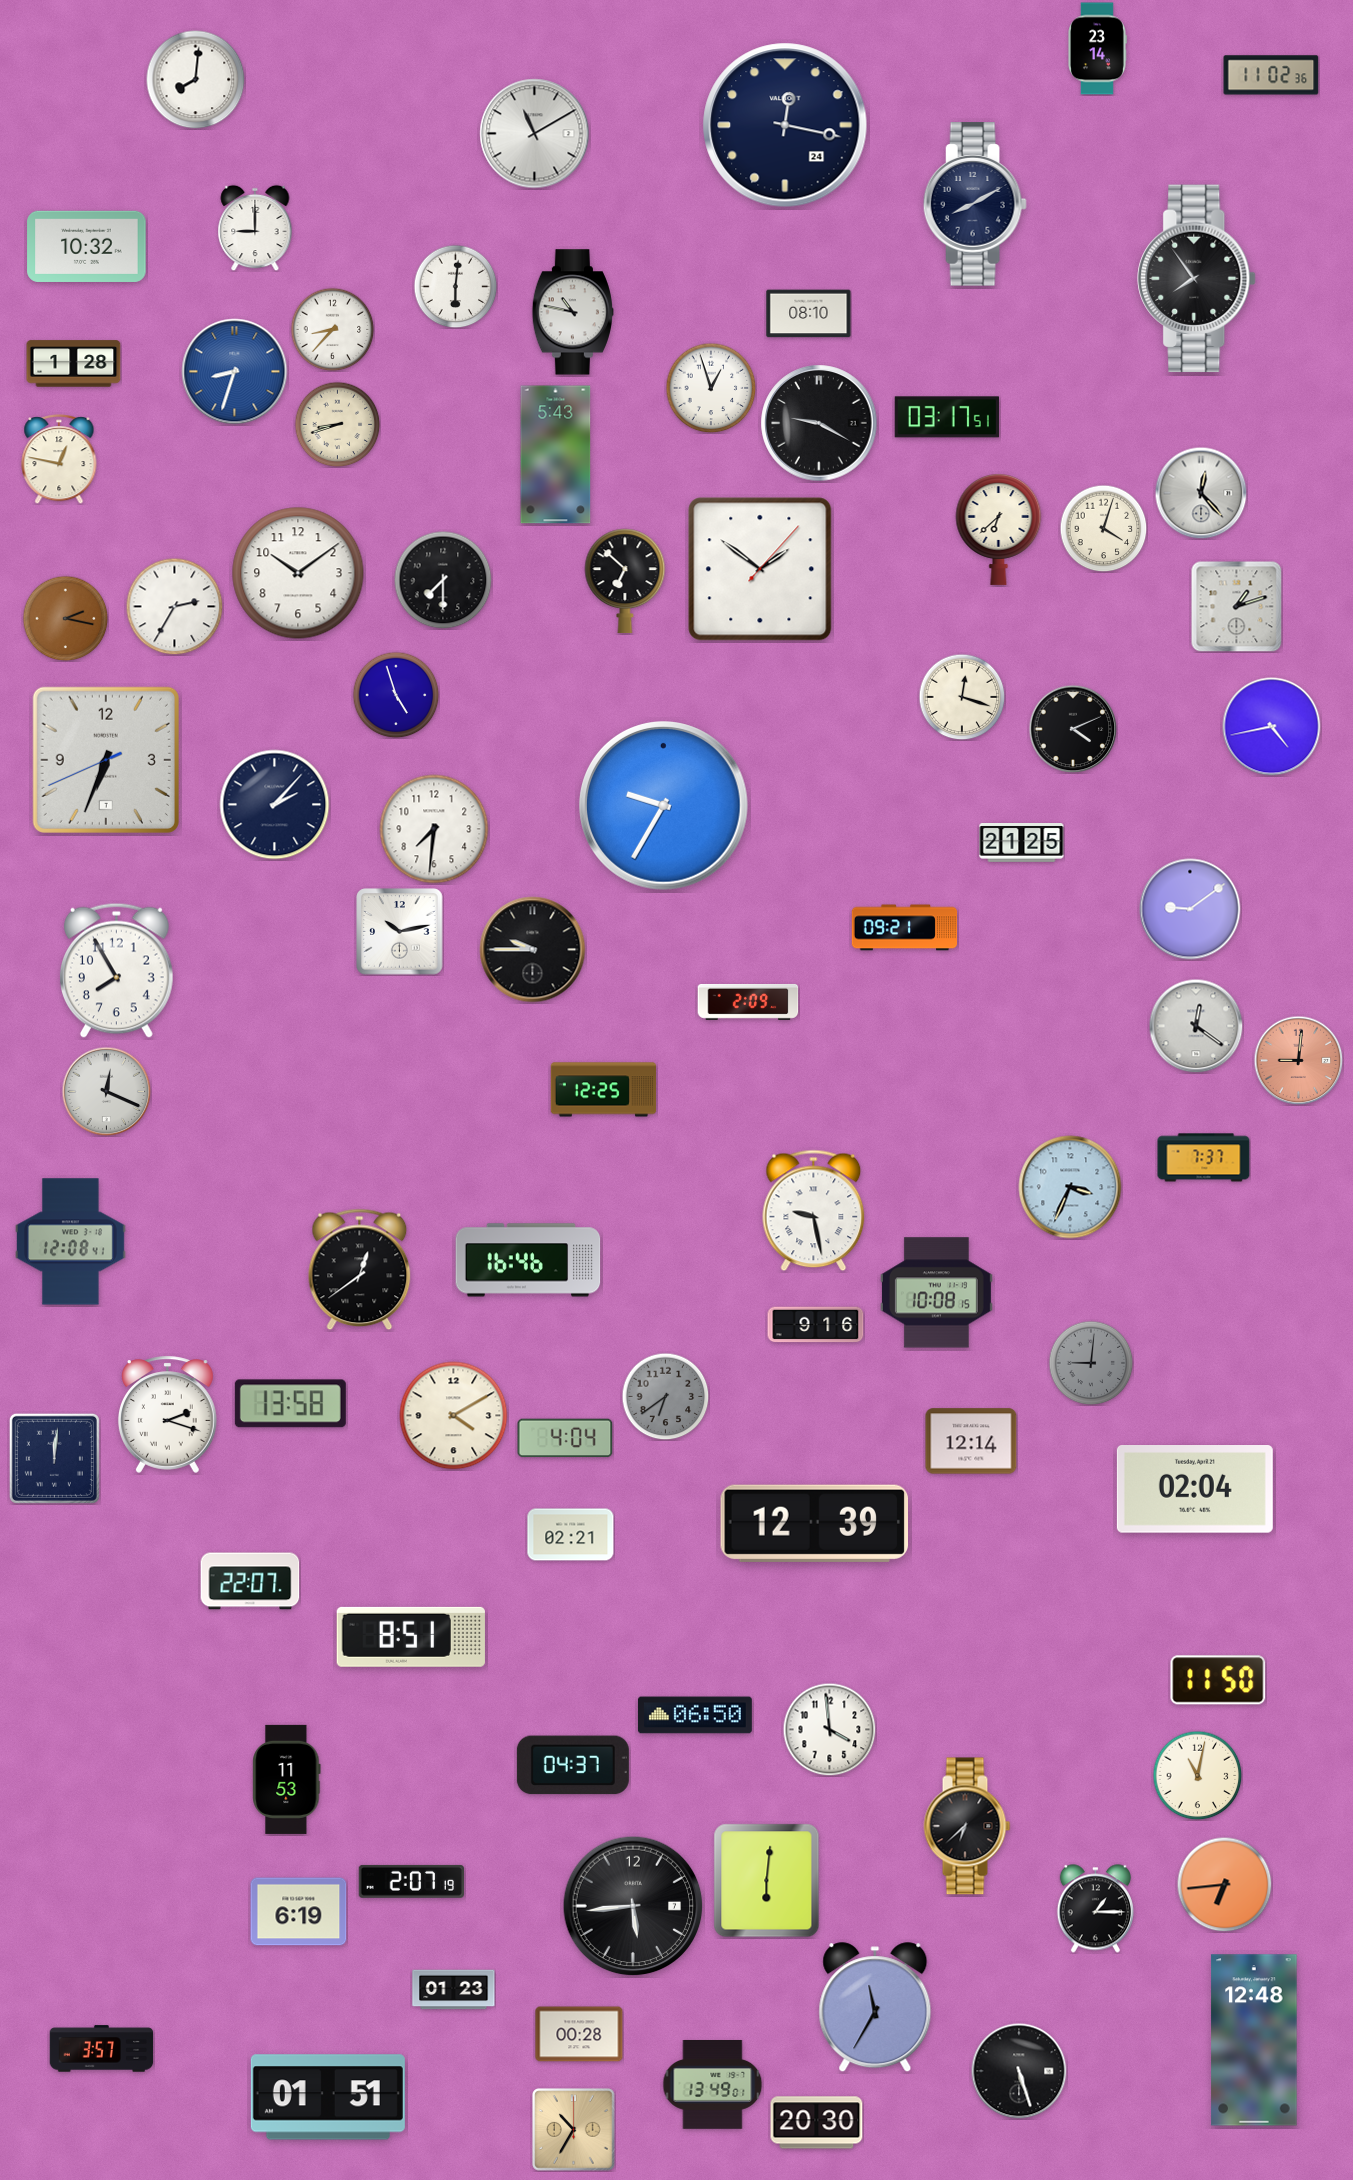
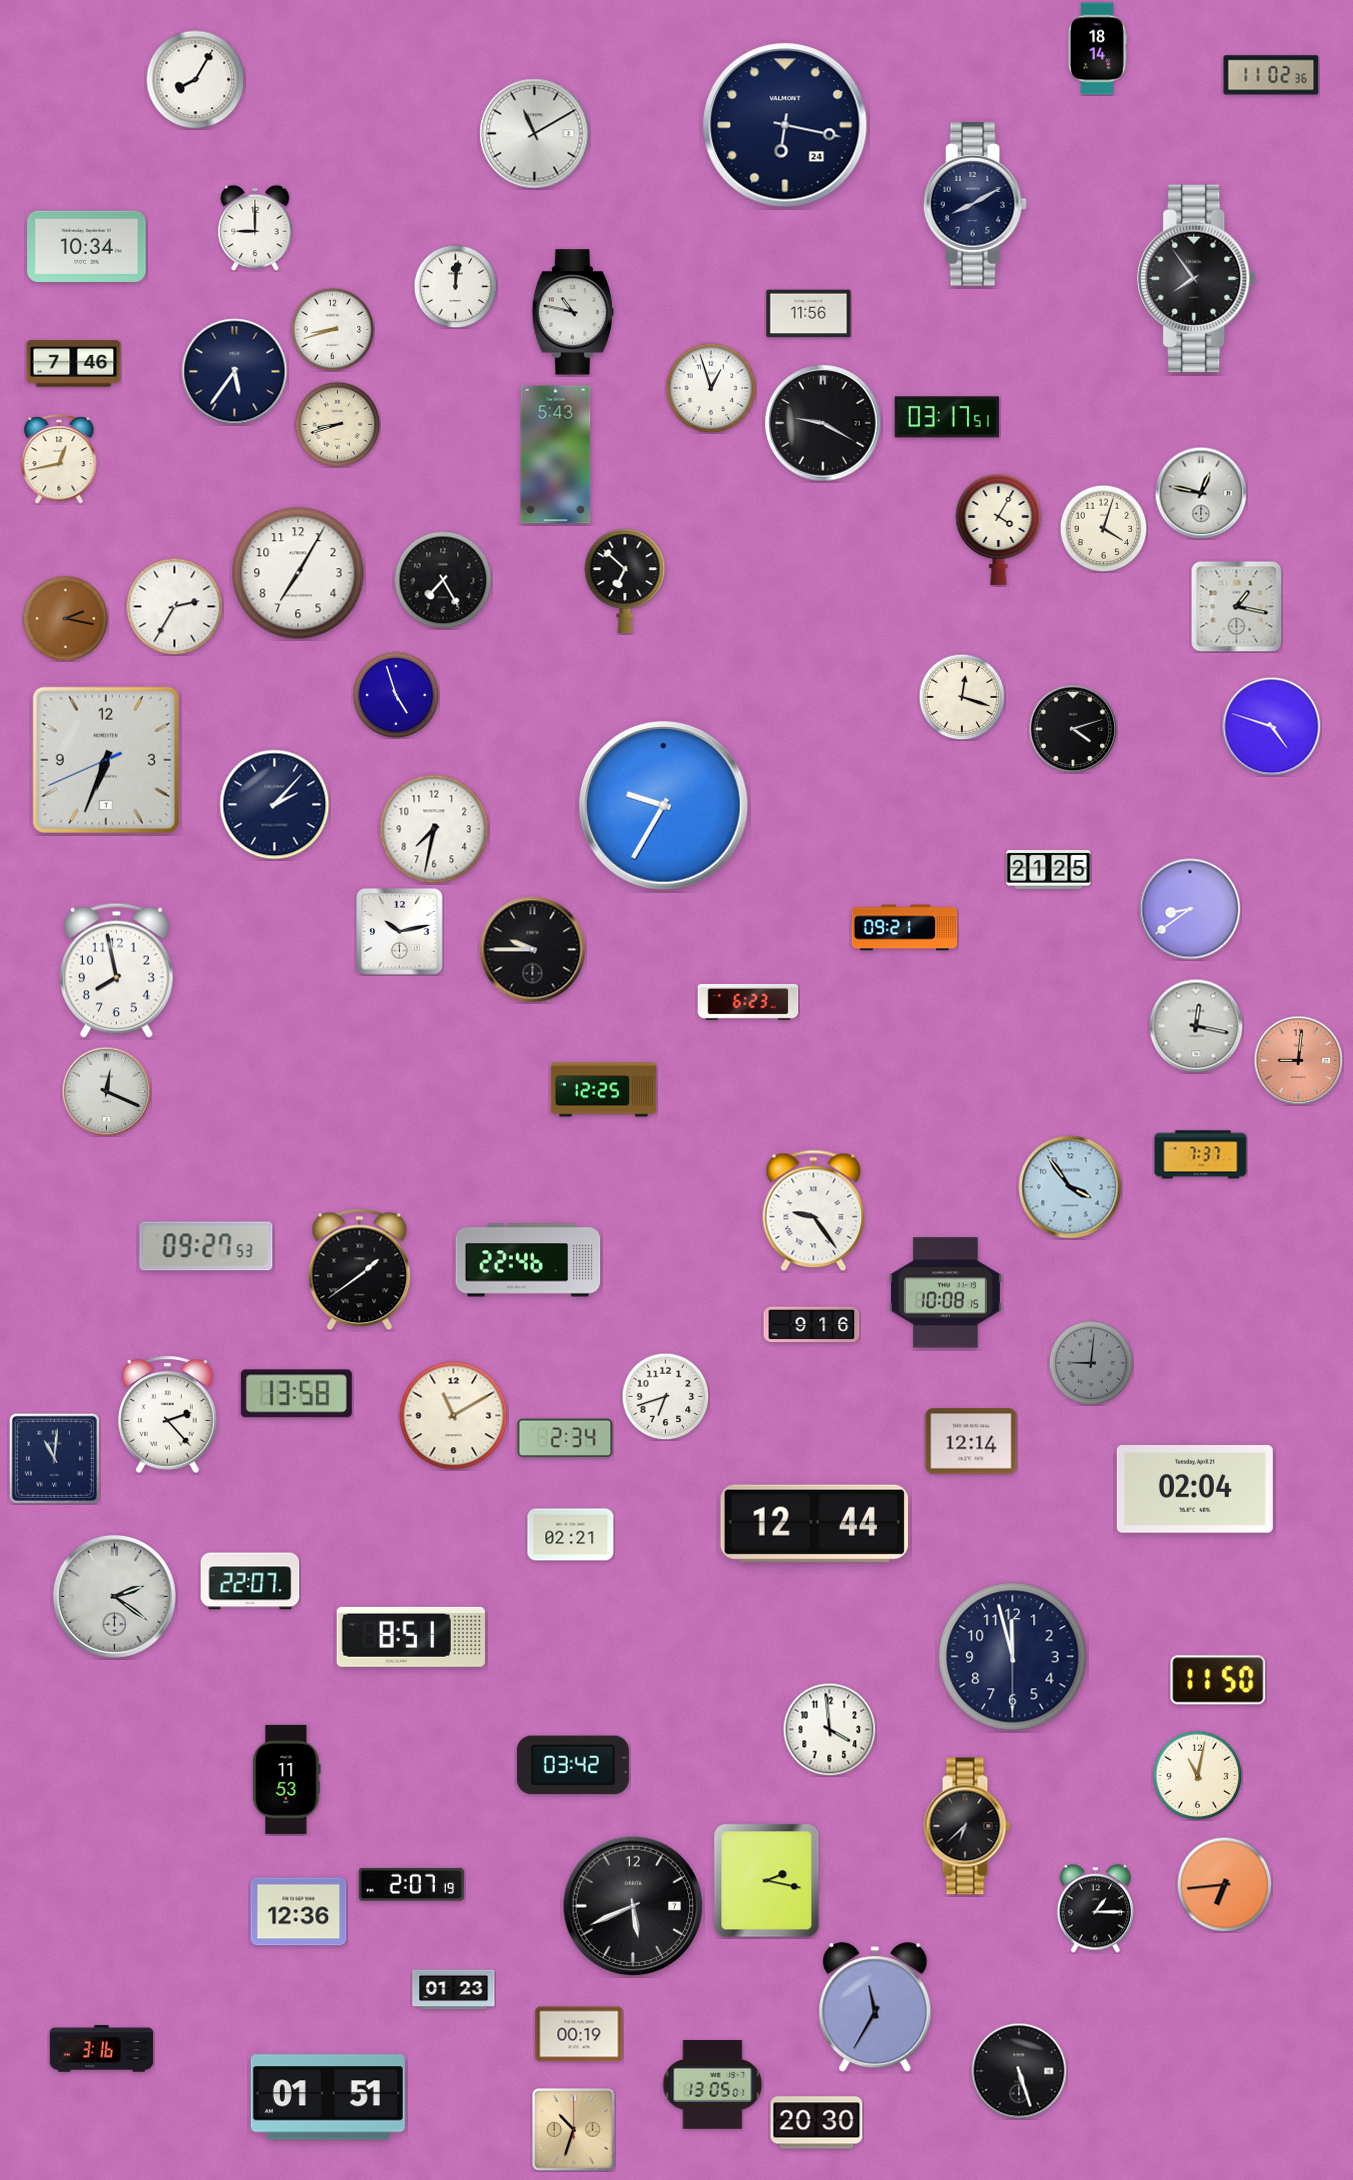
clock at (1098, 49): 23:14 -> 18:14
clock at (196, 80): 8:01 -> 8:05
clock at (785, 125): 12:17 -> 6:17
clock at (87, 246): 10:32 -> 10:34
clock at (455, 286): 6:01 -> 12:01
clock at (809, 314): 08:10 -> 11:56
clock at (332, 329): 8:37 -> 8:42
clock at (74, 364): 1:28 -> 7:46
clock at (235, 372): 8:33 -> 5:36
clock at (235, 372) dial: blue -> navy
clock at (819, 423) position: (819, 423) -> (823, 423)
clock at (59, 459): 12:47 -> 12:43
clock at (1201, 493): 12:23 -> 12:47
clock at (999, 530): 6:38 -> 4:05
clock at (760, 569): 1:51 -> none
clock at (298, 573): 10:09 -> 7:05
clock at (443, 580): 7:30 -> 7:25
clock at (1236, 606): 1:12 -> 1:17
clock at (1272, 727): 4:43 -> 4:48
clock at (1073, 729): 4:11 -> 4:12
clock at (434, 829): 7:31 -> 7:32
clock at (1022, 843) position: (1022, 843) -> (1049, 870)
clock at (1190, 909): 9:09 -> 8:39
clock at (116, 970): 7:55 -> 7:58
clock at (748, 1002): 2:09 -> 6:23
clock at (1196, 1026): 12:21 -> 12:17
clock at (1204, 1158) position: (1204, 1158) -> (1201, 1155)
clock at (1070, 1187): 3:34 -> 3:54
clock at (814, 1211): 9:28 -> 9:24
clock at (71, 1242): 12:08 -> none
clock at (206, 1246): none -> 09:27
clock at (528, 1260): 16:46 -> 22:46
clock at (360, 1270): 12:39 -> 1:39
clock at (936, 1293) position: (936, 1293) -> (945, 1293)
clock at (816, 1325) position: (816, 1325) -> (812, 1325)
clock at (665, 1396): 6:39 -> 6:42
clock at (665, 1396) dial: grey -> white
clock at (290, 1404) position: (290, 1404) -> (296, 1394)
clock at (167, 1414): 2:18 -> 2:23
clock at (454, 1416): 4:10 -> 11:10
clock at (565, 1438): 4:04 -> 2:34
clock at (54, 1458): 12:01 -> 11:01
clock at (814, 1523): 12:39 -> 12:44
clock at (114, 1596): none -> 2:21
clock at (1013, 1657): none -> 11:57
clock at (695, 1715): 06:50 -> none
clock at (573, 1765): 04:37 -> 03:42
clock at (411, 1881) position: (411, 1881) -> (411, 1884)
clock at (767, 1881): 6:01 -> 2:17
clock at (633, 1906): 5:44 -> 5:41
clock at (299, 1912): 6:19 -> 12:36
clock at (579, 2034): 00:28 -> 00:19
clock at (1254, 2040): 12:48 -> none
clock at (102, 2049): 3:57 -> 3:16
clock at (713, 2085): 13:49 -> 13:05
clock at (574, 2130): 10:35 -> 10:33
